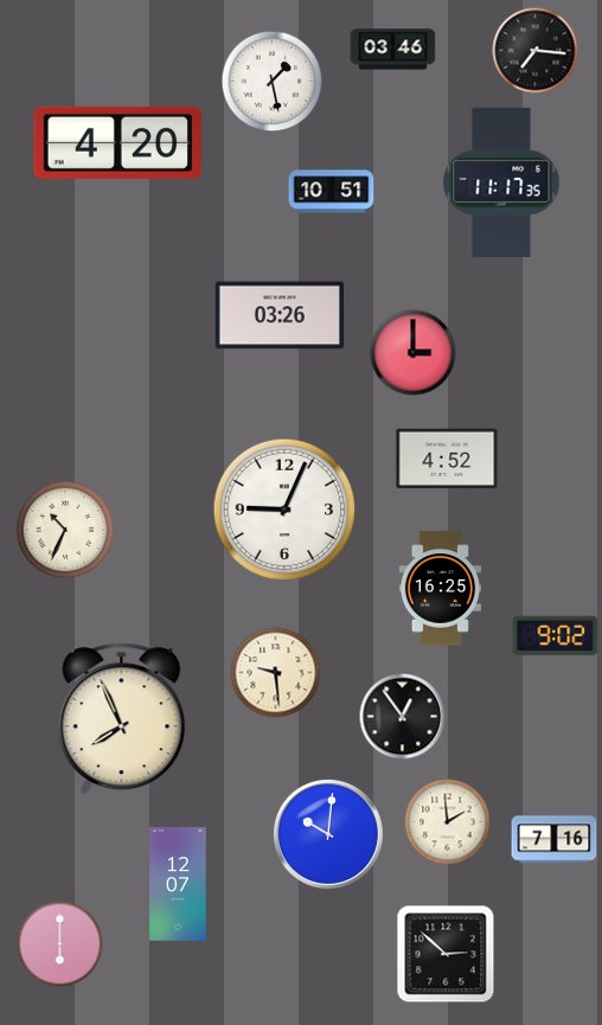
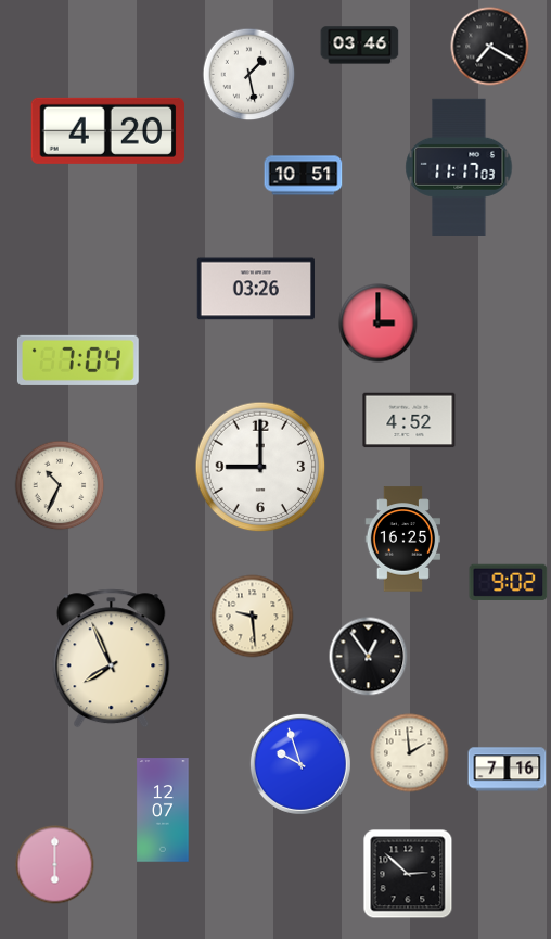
clock at (536, 51): 7:16 -> 7:20
clock at (501, 182): 11:17:35 -> 11:17:03
clock at (78, 360): none -> 7:04
clock at (284, 510): 9:04 -> 9:00
clock at (328, 834): 10:01 -> 9:57
